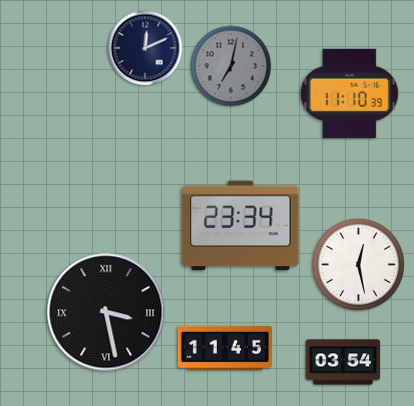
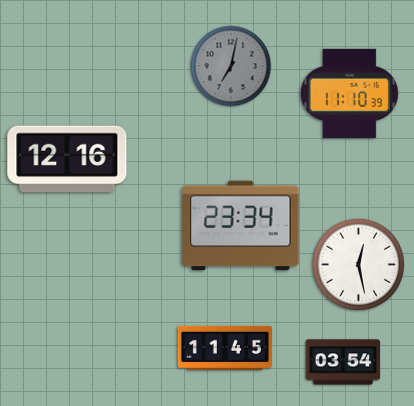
clock at (145, 48): 12:11 -> none
clock at (67, 159): none -> 12:16
clock at (106, 312): 3:28 -> none
